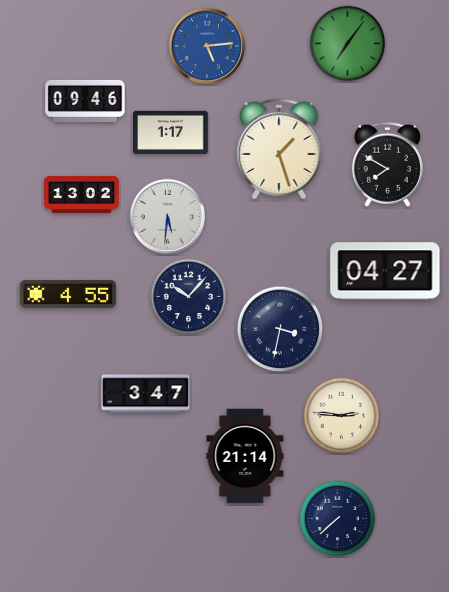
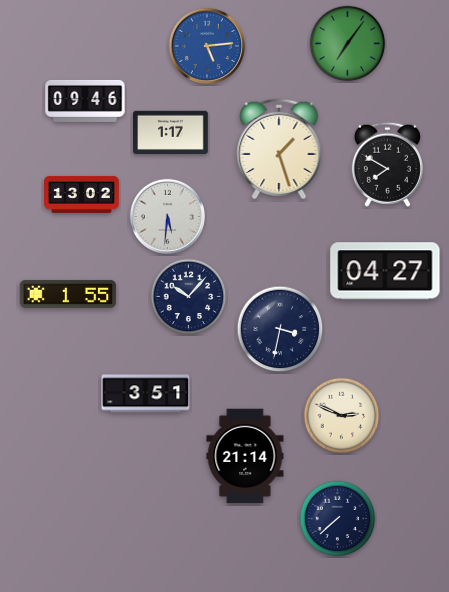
clock at (68, 294): 4:55 -> 1:55
clock at (146, 394): 3:47 -> 3:51
clock at (342, 416): 2:46 -> 2:49
